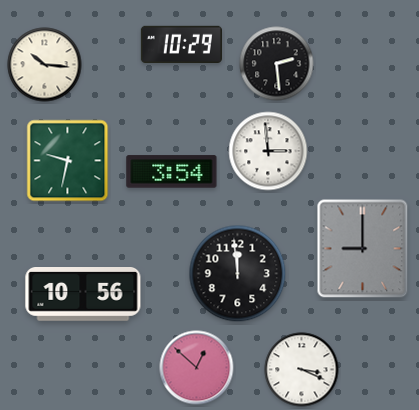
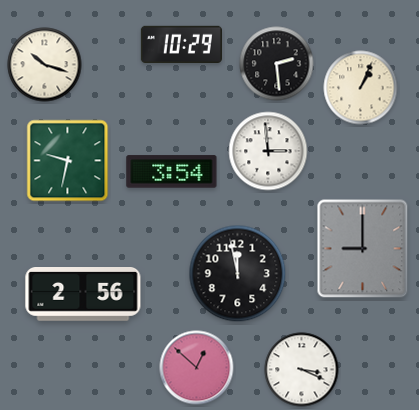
clock at (45, 65): 10:16 -> 10:18
clock at (361, 88): none -> 1:04
clock at (238, 274): 11:59 -> 11:58
clock at (83, 295): 10:56 -> 2:56
